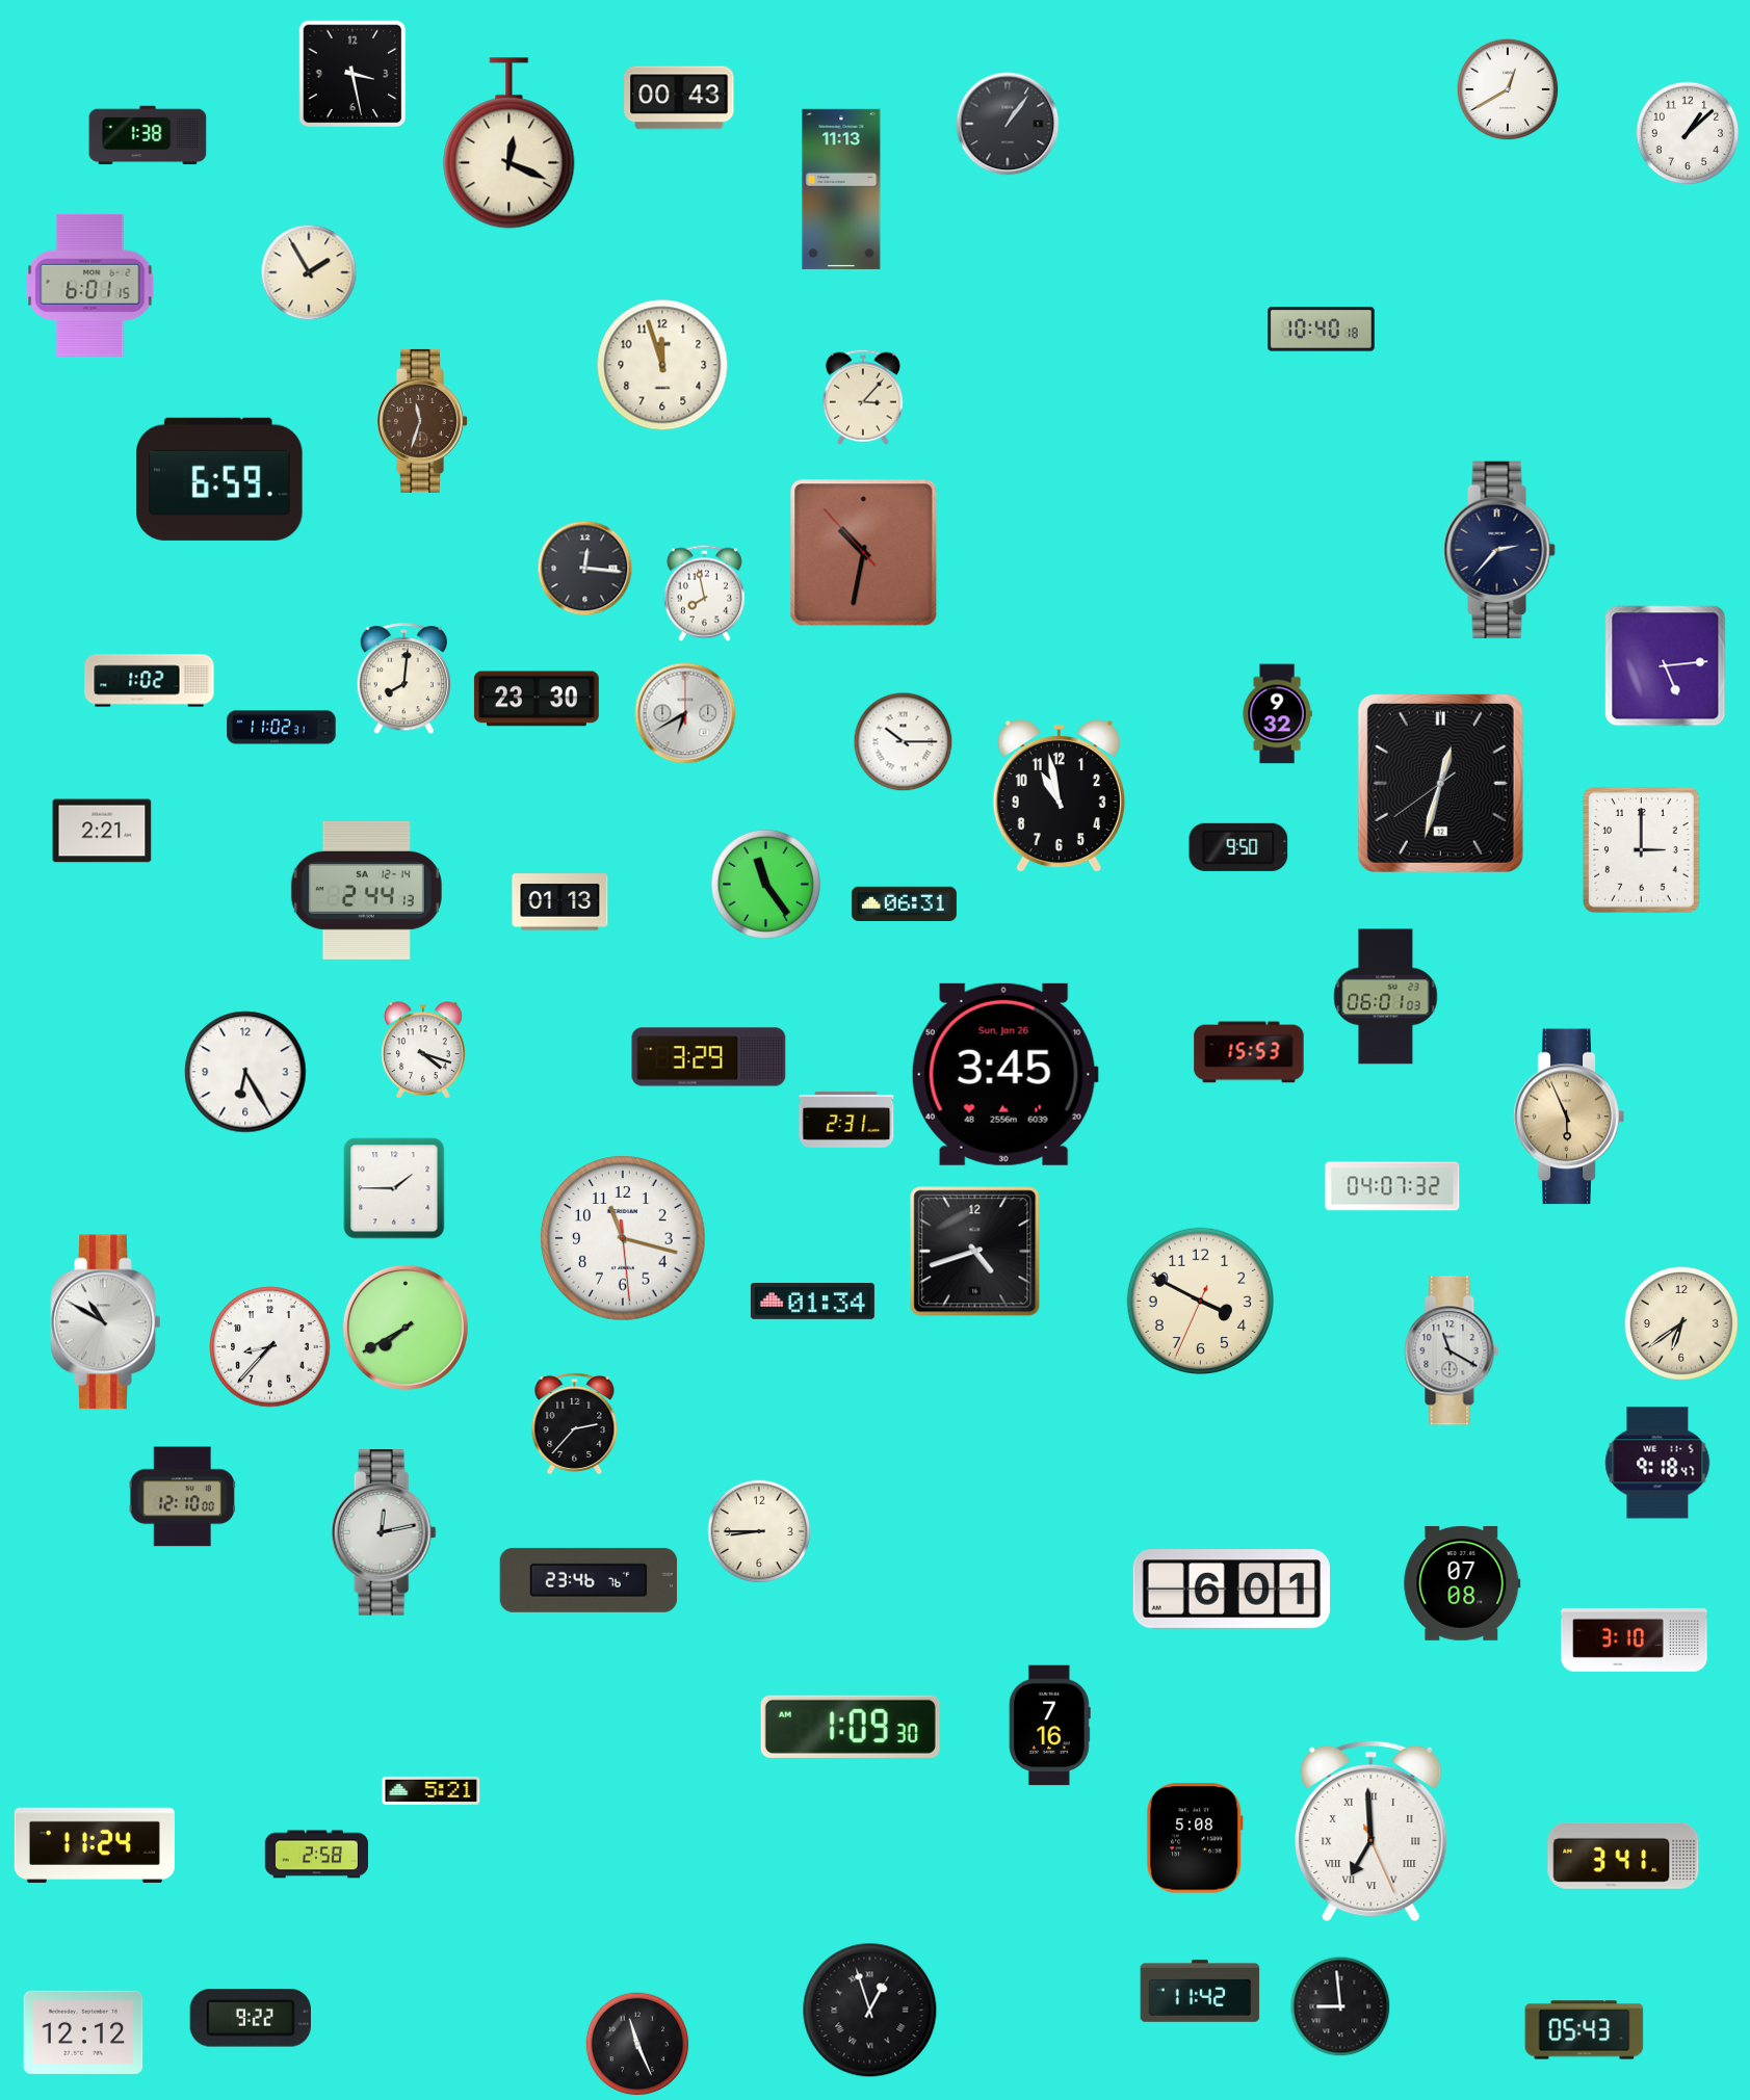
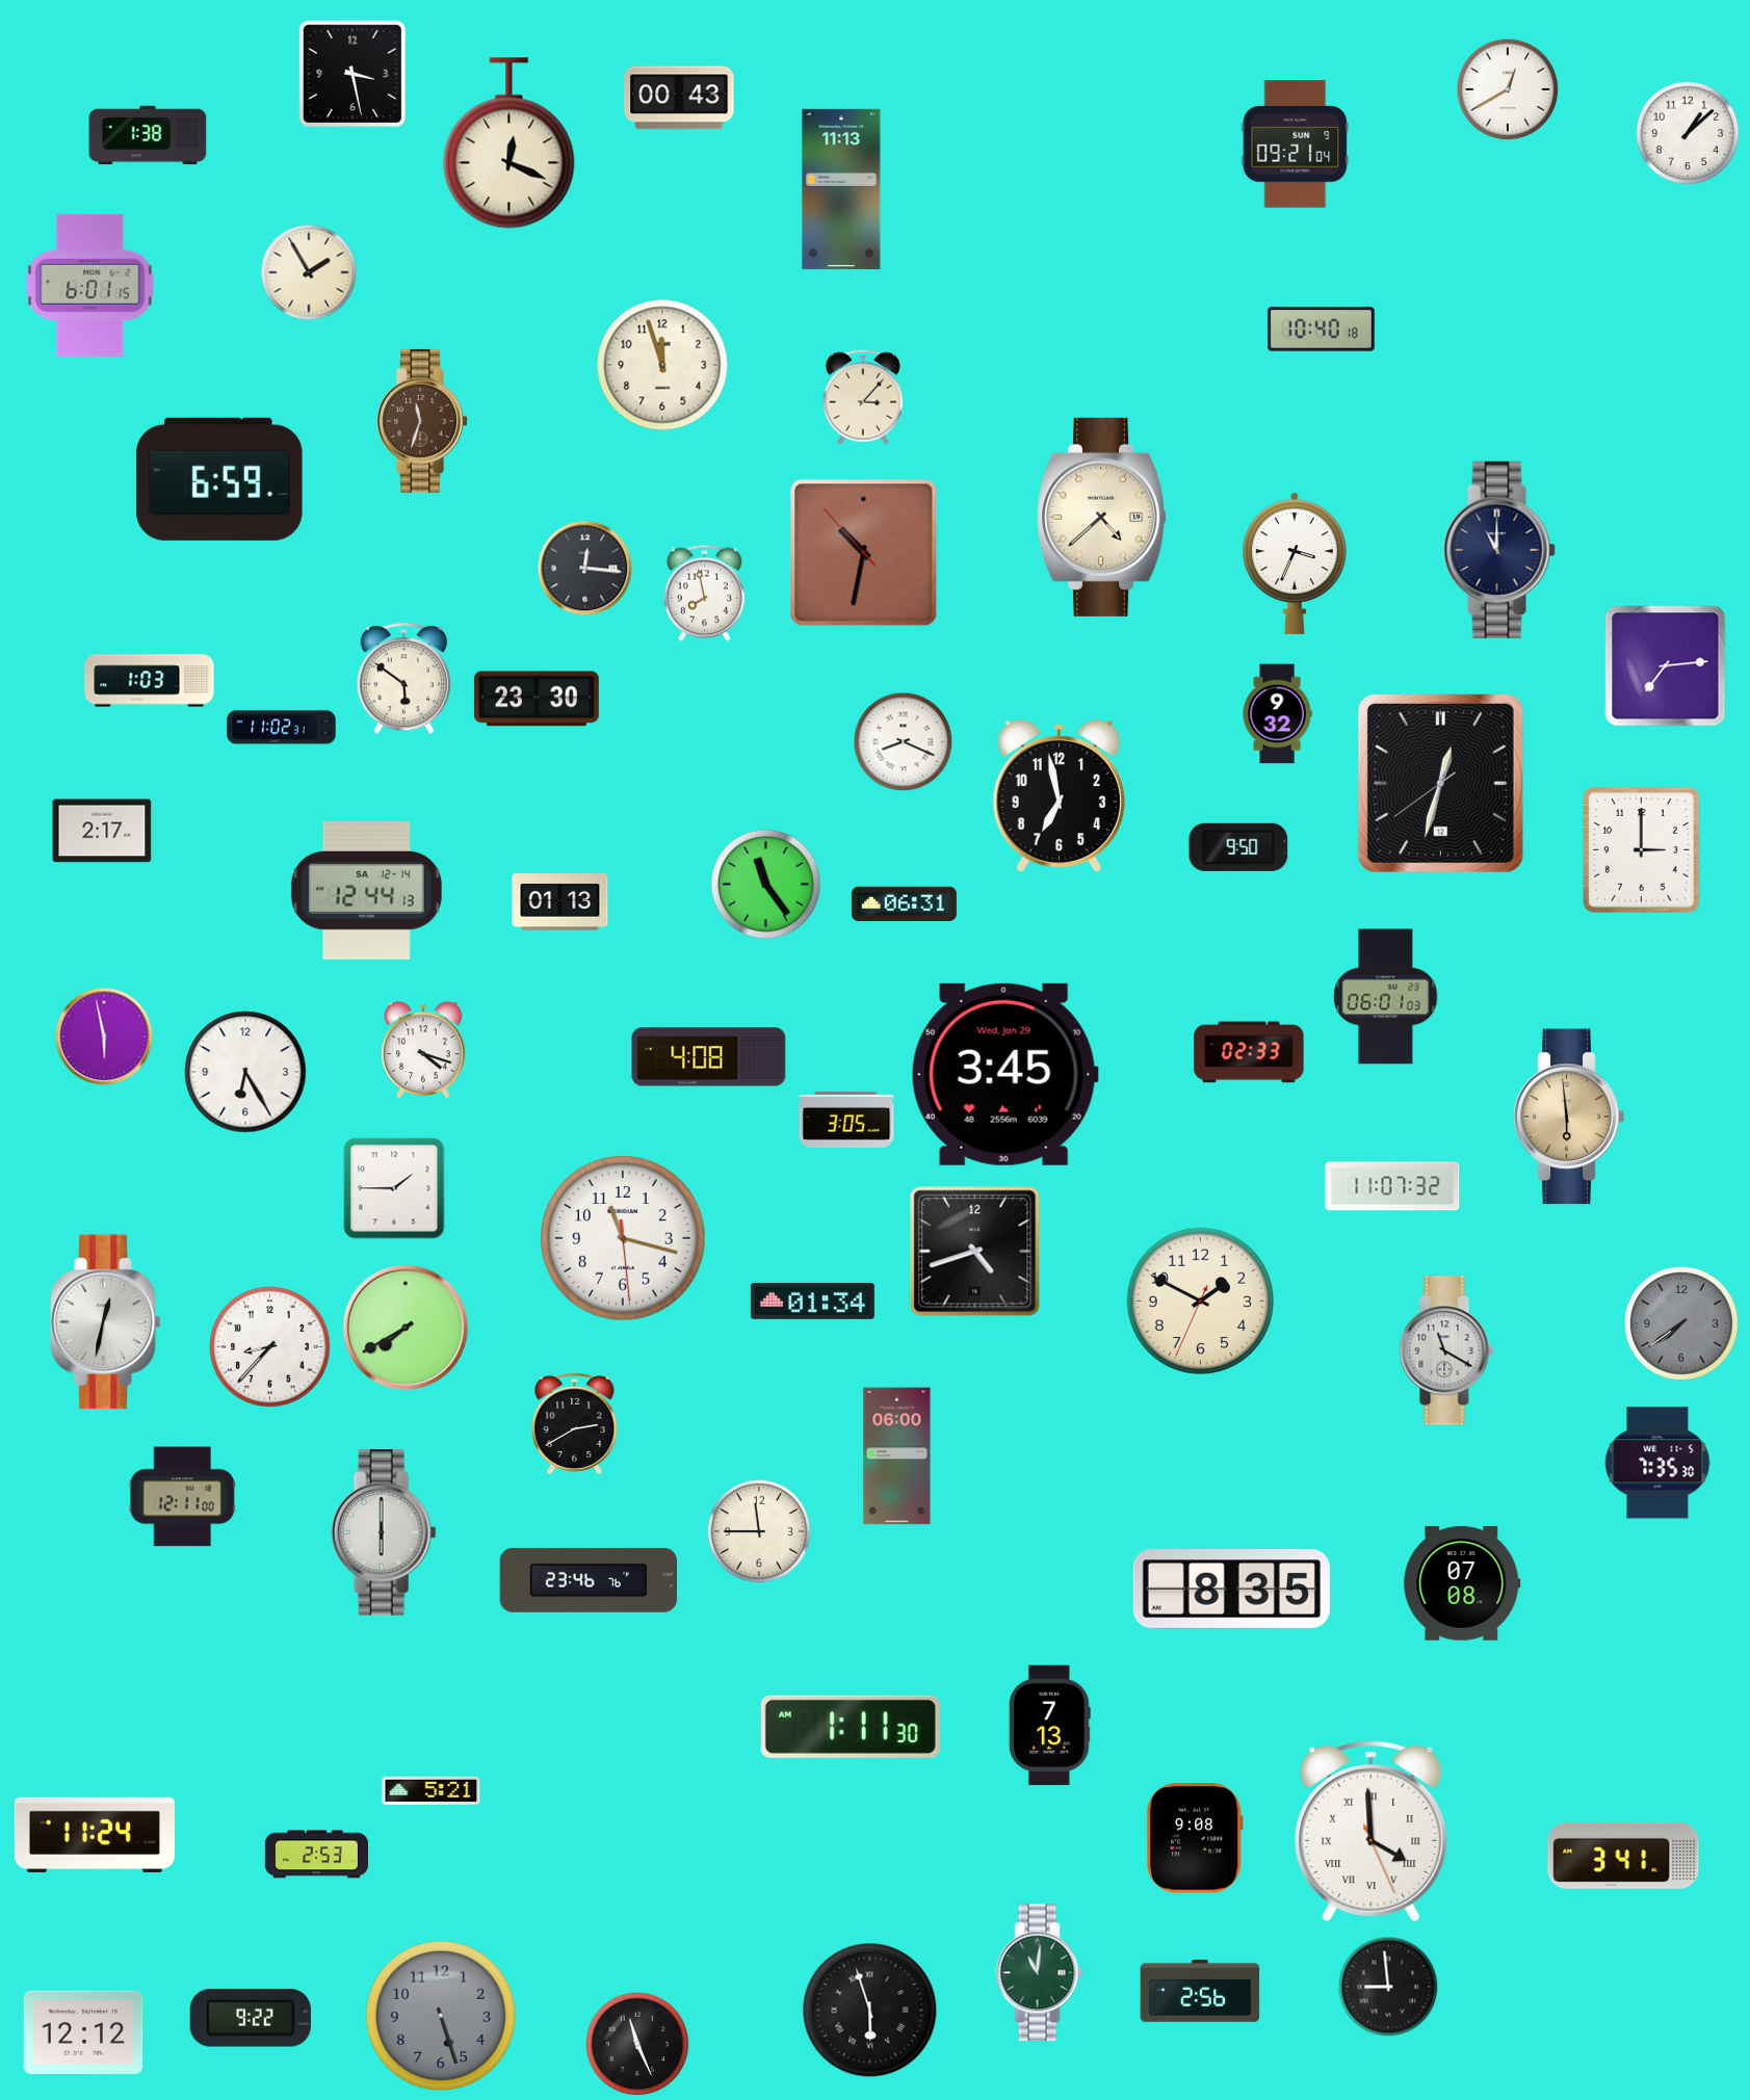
clock at (1008, 124): 1:06 -> none
clock at (1296, 145): none -> 09:21
clock at (1102, 517): none -> 4:38
clock at (1499, 549): 2:37 -> 11:00
clock at (1295, 563): none -> 3:34
clock at (1666, 666): 5:14 -> 7:14
clock at (404, 679): 8:01 -> 5:51
clock at (150, 681): 1:02 -> 1:03
clock at (685, 713): 6:40 -> none
clock at (904, 742): 10:15 -> 8:19
clock at (1059, 796): 10:58 -> 6:58
clock at (102, 831): 2:21 -> 2:17
clock at (366, 890): 2:44 -> 12:44
clock at (104, 1036): none -> 5:58
clock at (1249, 1052): 15:53 -> 02:33
clock at (709, 1057): 3:29 -> 4:08
clock at (1004, 1074) date: Sun, Jan 26 -> Wed, Jan 29
clock at (1569, 1117): 5:56 -> 5:59
clock at (846, 1120): 2:31 -> 3:05
clock at (1392, 1186): 04:07 -> 11:07
clock at (1200, 1301): 3:49 -> 1:49
clock at (106, 1322): 10:50 -> 12:32
clock at (1681, 1323): 6:39 -> 7:39
clock at (1681, 1323) dial: cream -> grey
clock at (1452, 1350) position: (1452, 1350) -> (1446, 1350)
clock at (575, 1423): 2:37 -> 2:40
clock at (897, 1456): none -> 06:00
clock at (1657, 1463): 9:18 -> 7:35
clock at (182, 1497): 12:10 -> 12:11
clock at (759, 1531): 8:45 -> 11:45
clock at (384, 1532): 12:13 -> 6:00
clock at (1231, 1590): 6:01 -> 8:35
clock at (1635, 1639): 3:10 -> none
clock at (1049, 1726): 7:16 -> 7:13
clock at (851, 1727): 1:09 -> 1:11
clock at (1372, 1831): 6:59 -> 3:59
clock at (1195, 1838): 5:08 -> 9:08
clock at (95, 1845) position: (95, 1845) -> (95, 1835)
clock at (316, 1855): 2:58 -> 2:53
clock at (1040, 1973): none -> 11:01
clock at (1200, 1991): 11:42 -> 2:56
clock at (1340, 2006) position: (1340, 2006) -> (1388, 1987)
clock at (870, 2011): 12:57 -> 5:57
clock at (441, 2016): none -> 5:27
clock at (1585, 2030): 05:43 -> none
